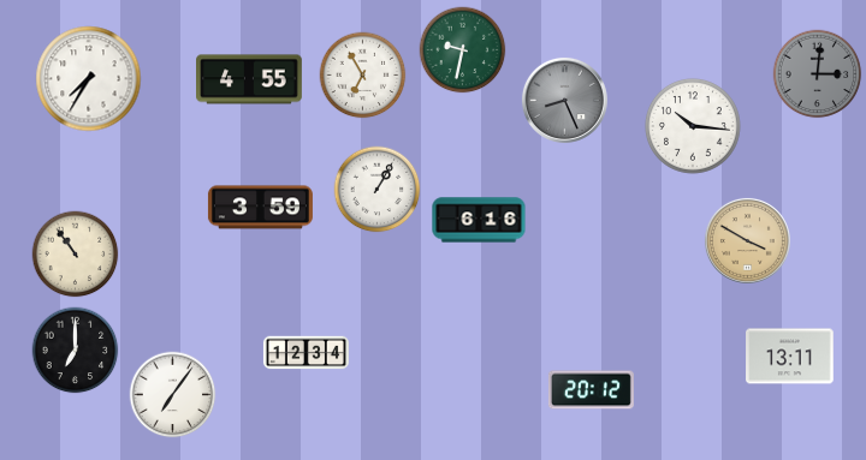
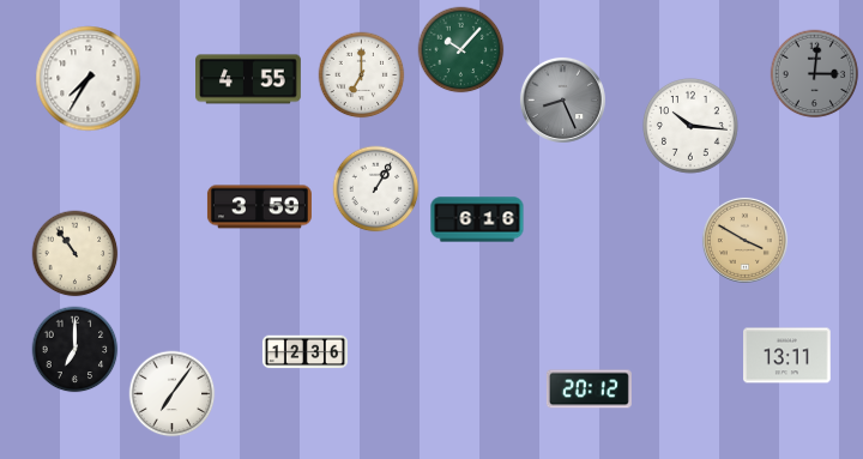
clock at (463, 50): 9:32 -> 10:07
clock at (363, 76): 6:55 -> 7:00
clock at (306, 353): 12:34 -> 12:36
